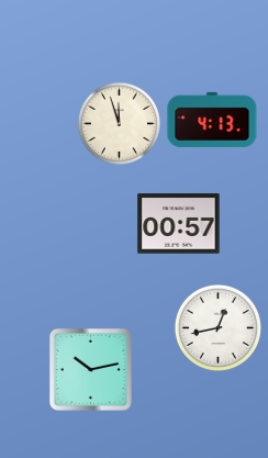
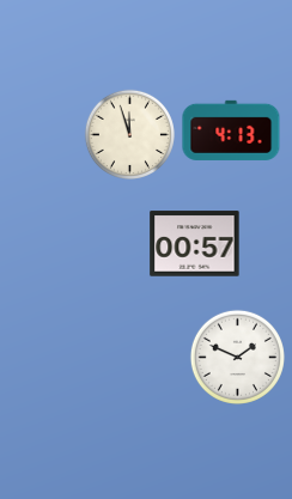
clock at (217, 327): 12:43 -> 1:49
clock at (90, 369): 10:13 -> none
